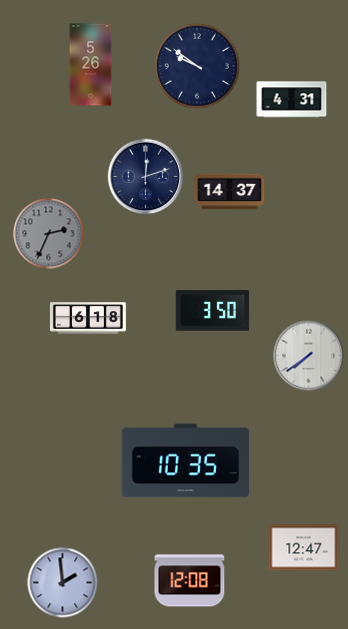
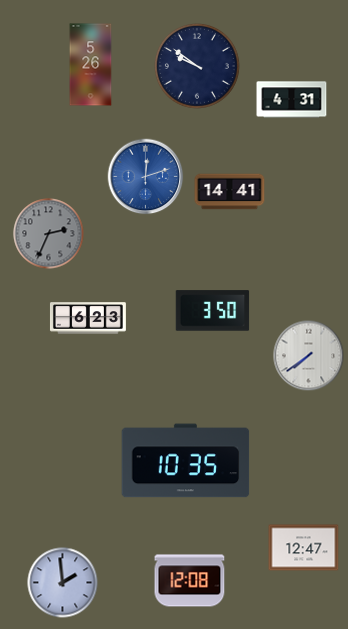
clock at (146, 177) dial: navy -> blue
clock at (230, 192): 14:37 -> 14:41
clock at (88, 318): 6:18 -> 6:23
